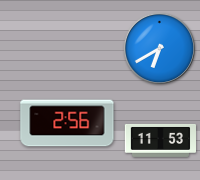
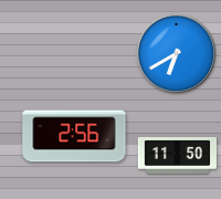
clock at (160, 140): 11:53 -> 11:50
